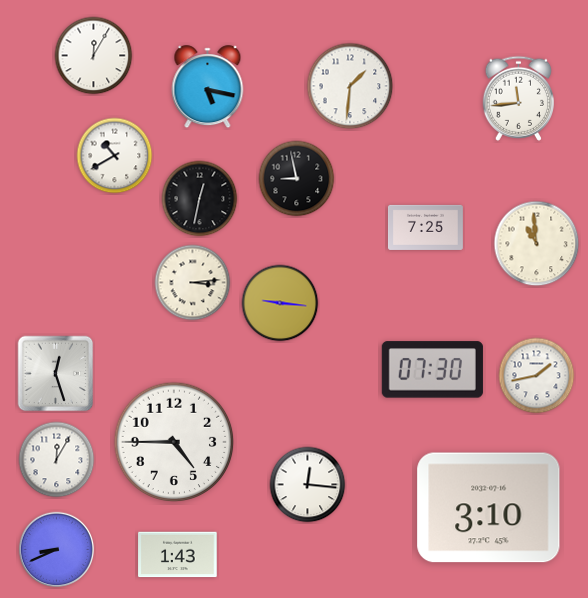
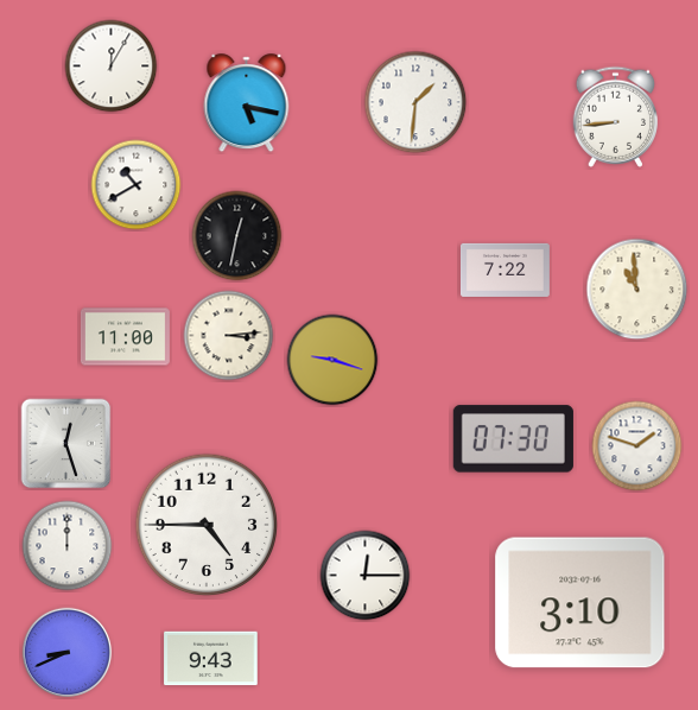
clock at (518, 98): 11:44 -> 8:44
clock at (297, 179): 8:58 -> none
clock at (425, 227): 7:25 -> 7:22
clock at (125, 337): none -> 11:00
clock at (280, 303): 9:16 -> 9:18
clock at (537, 376): 1:43 -> 1:48
clock at (57, 460): 12:05 -> 12:00
clock at (308, 485): 12:16 -> 12:15
clock at (178, 555): 1:43 -> 9:43
